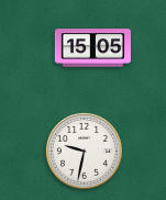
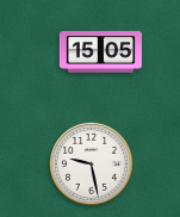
clock at (84, 151): 9:32 -> 9:28
